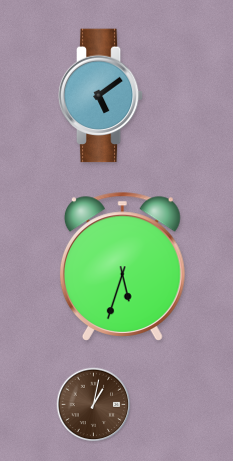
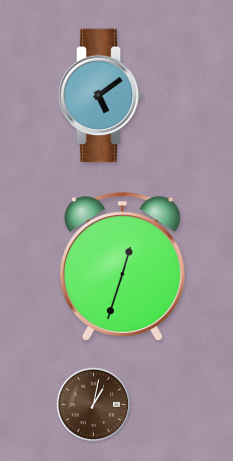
clock at (122, 266): 5:33 -> 12:33
